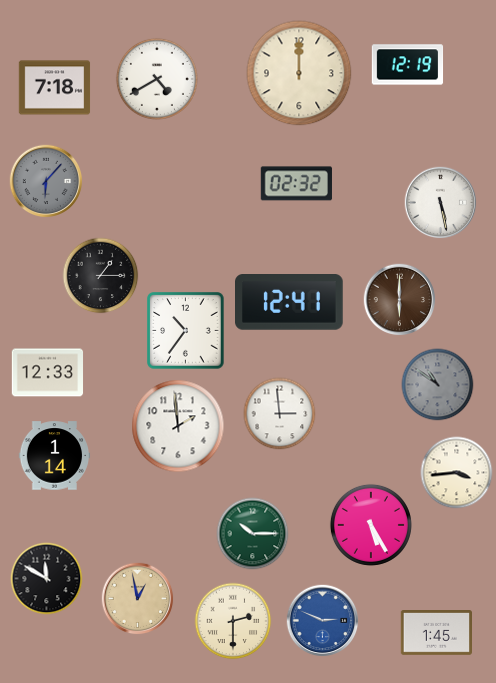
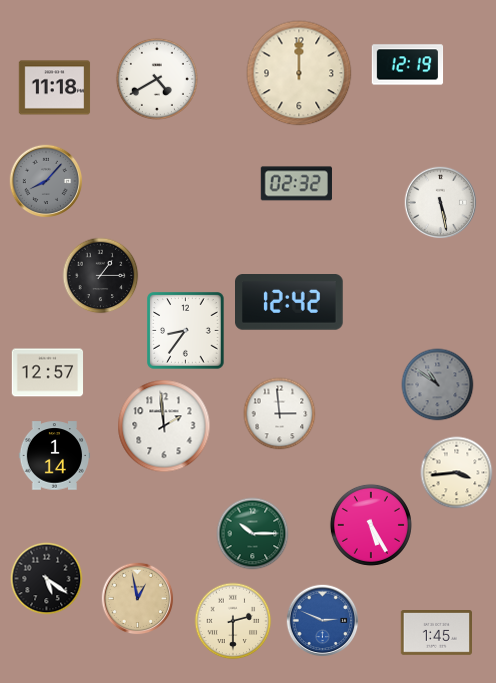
clock at (55, 88): 7:18 -> 11:18
clock at (46, 181): 6:07 -> 8:07
clock at (400, 300): 6:00 -> none
clock at (289, 303): 12:41 -> 12:42
clock at (186, 331): 10:36 -> 8:36
clock at (48, 373): 12:33 -> 12:57
clock at (178, 426) position: (178, 426) -> (164, 426)
clock at (47, 579): 11:50 -> 5:21
